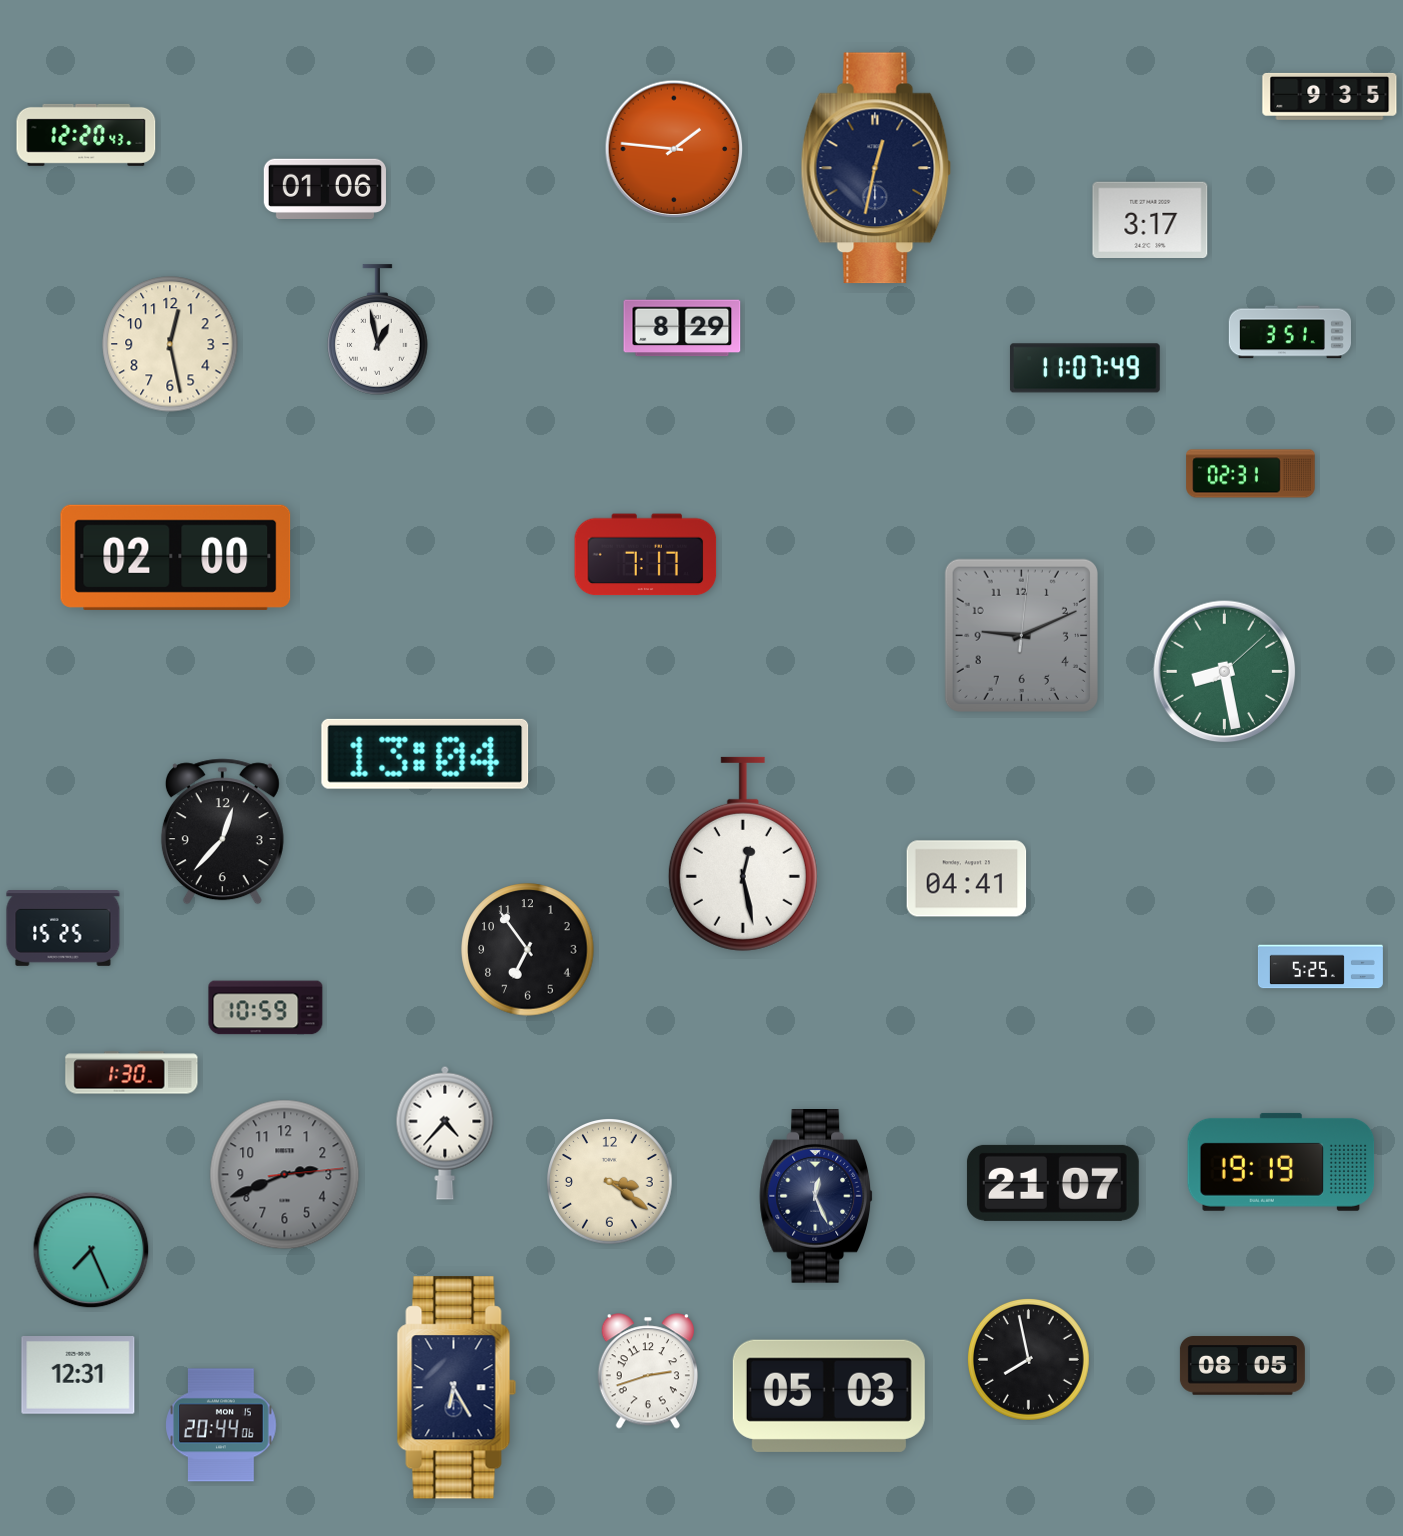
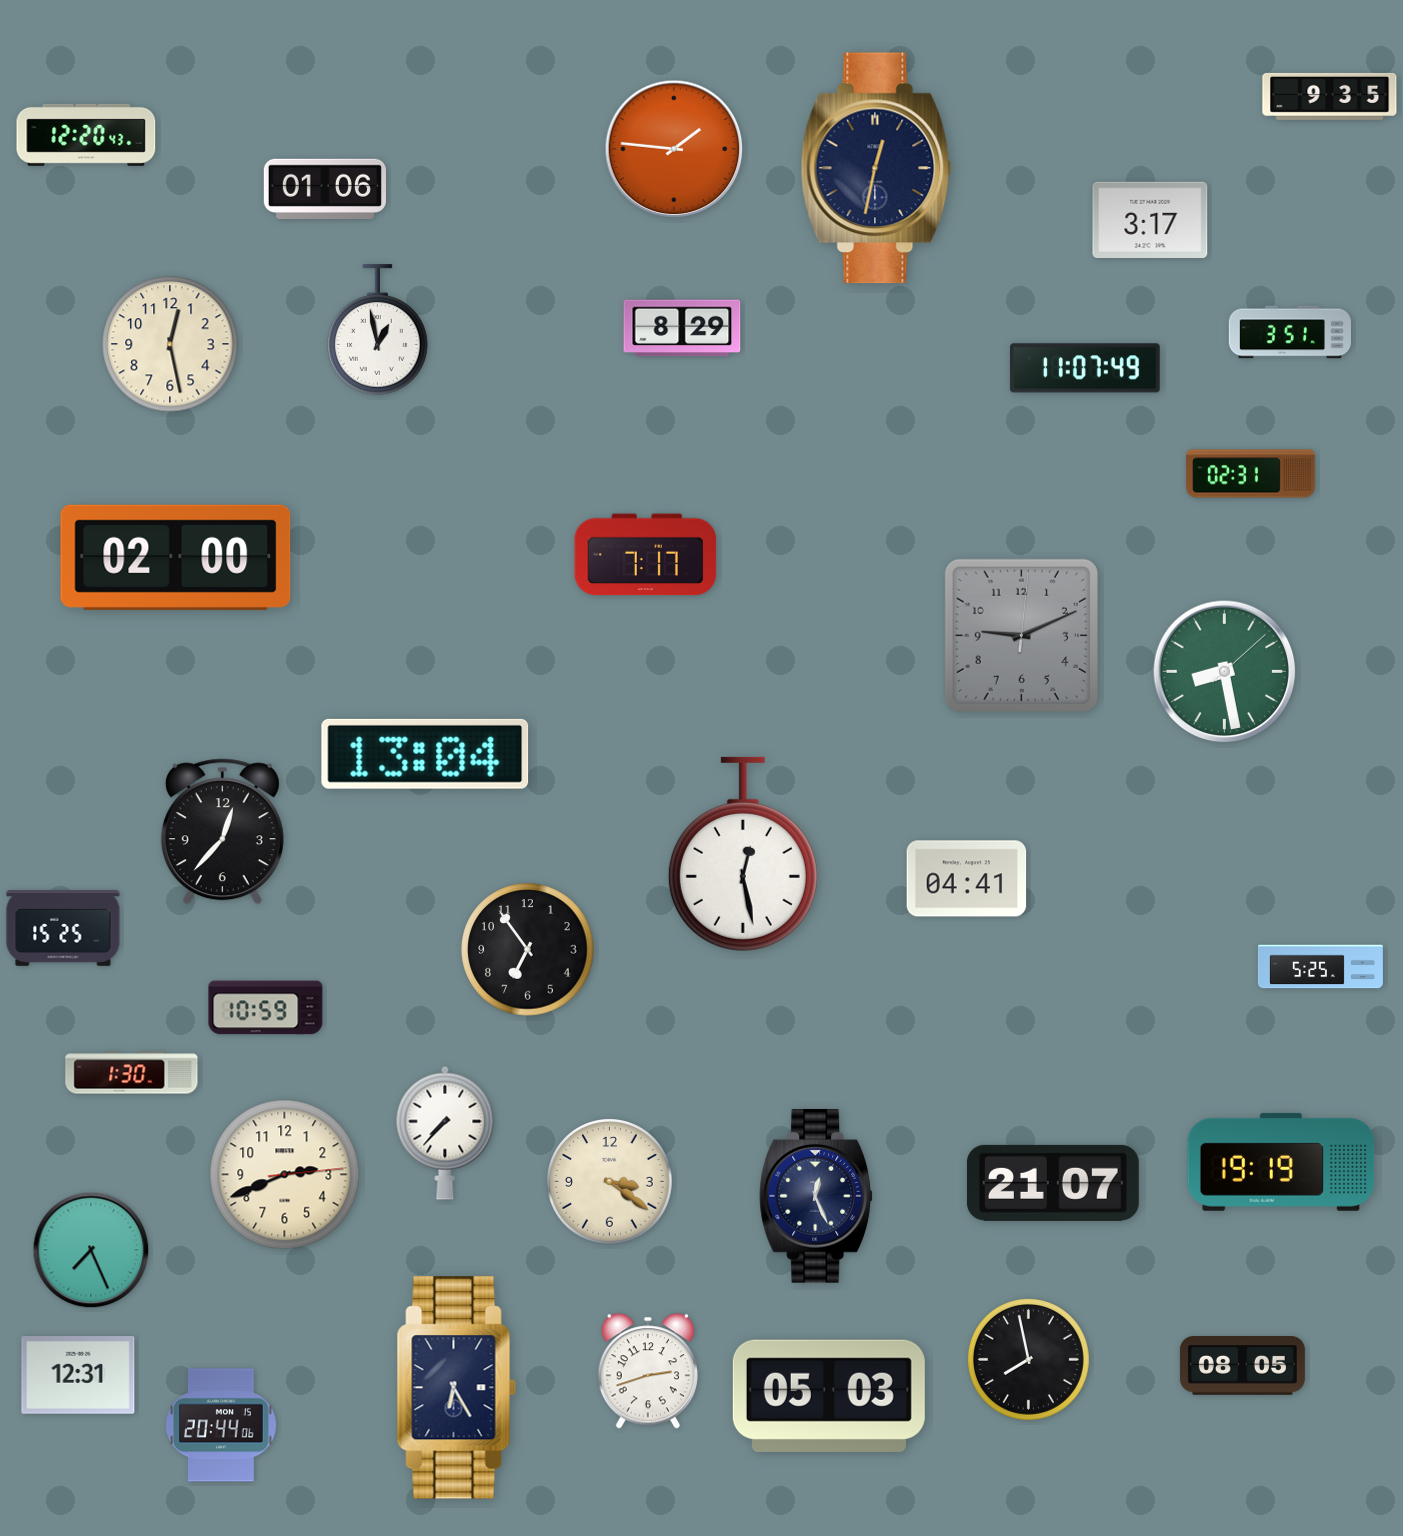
clock at (445, 1133): 4:37 -> 7:37
clock at (285, 1175) dial: grey -> cream
